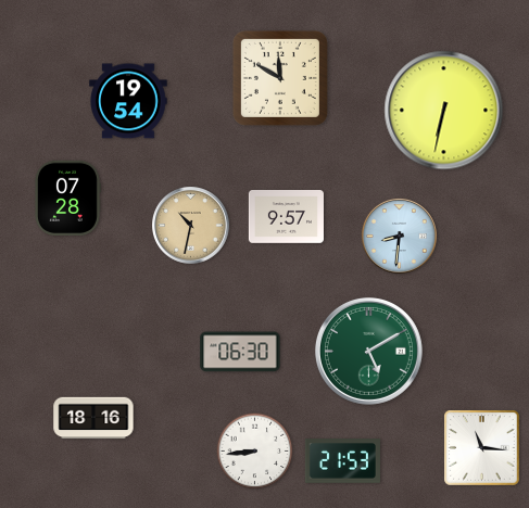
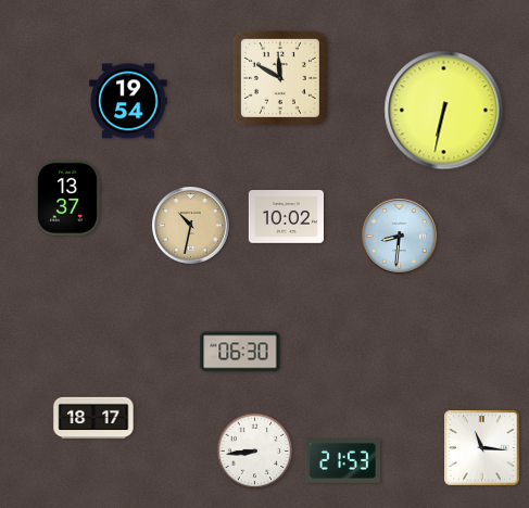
clock at (68, 198): 07:28 -> 13:37
clock at (286, 217): 9:57 -> 10:02
clock at (368, 351): 5:10 -> none
clock at (93, 418): 18:16 -> 18:17
